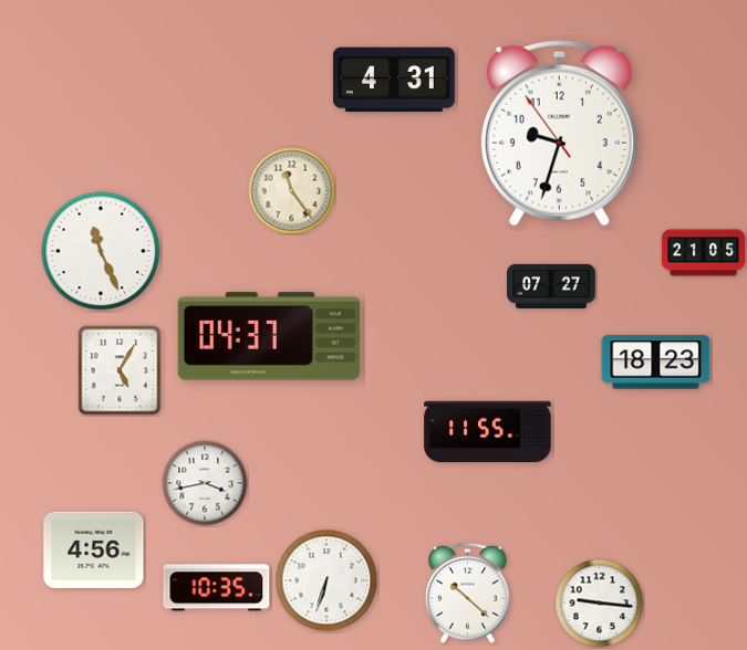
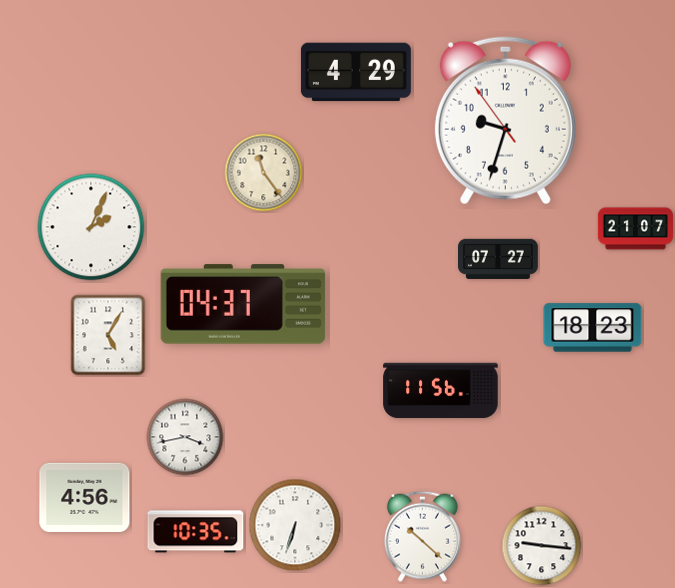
clock at (394, 80): 4:31 -> 4:29
clock at (101, 251): 11:26 -> 2:04
clock at (703, 253): 21:05 -> 21:07
clock at (488, 432): 11:55 -> 11:56
